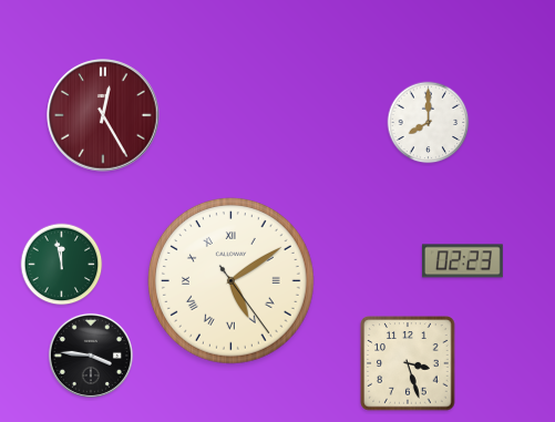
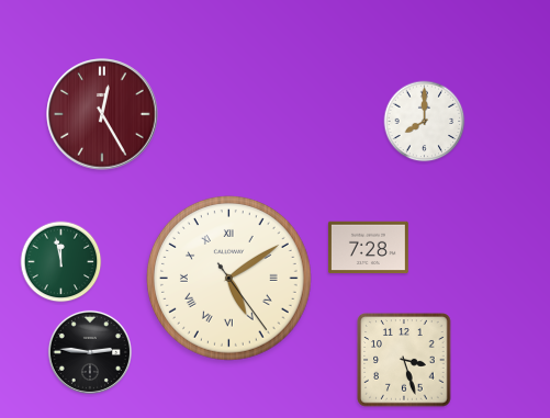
clock at (368, 248): none -> 7:28
clock at (462, 261): 02:23 -> none
clock at (91, 356): 3:46 -> 2:46
